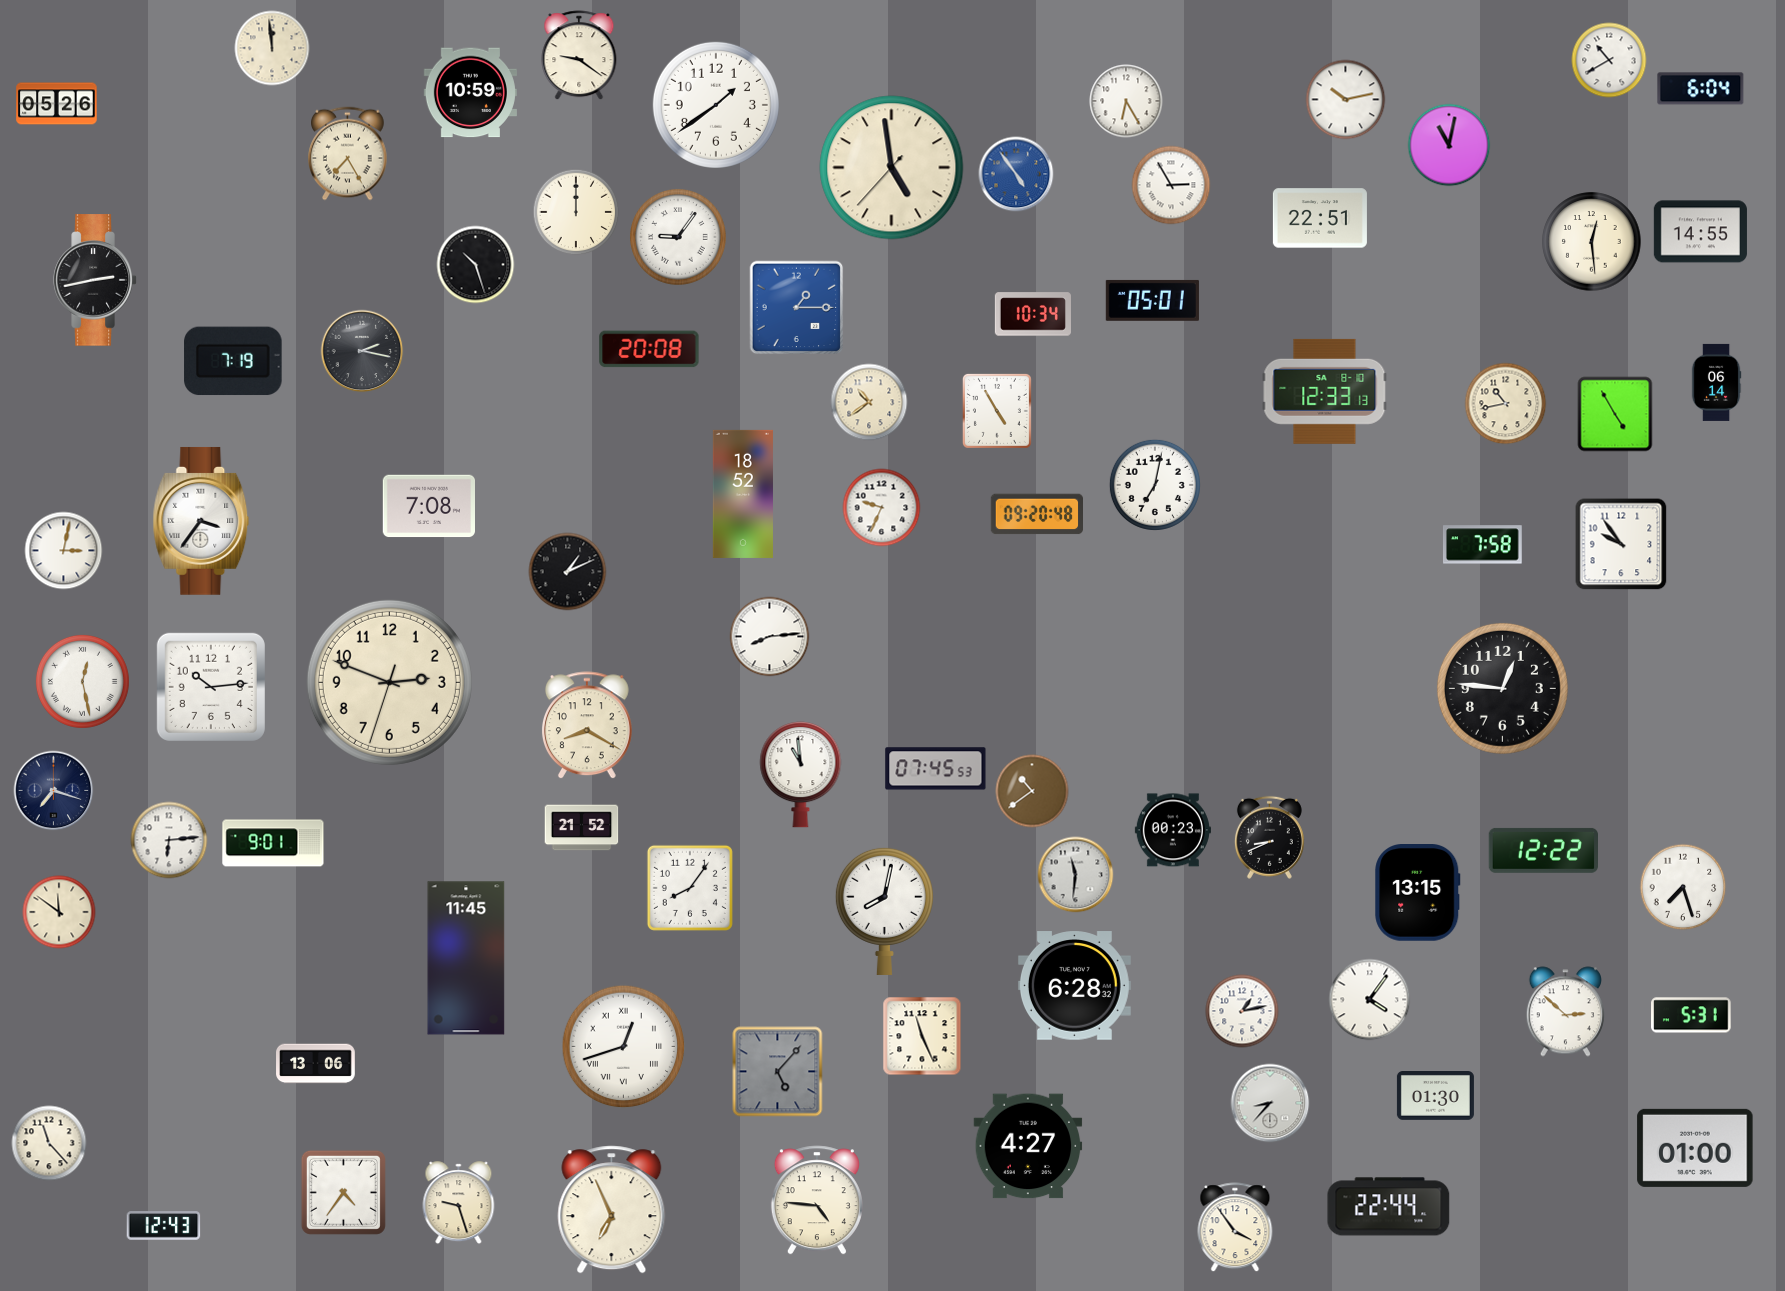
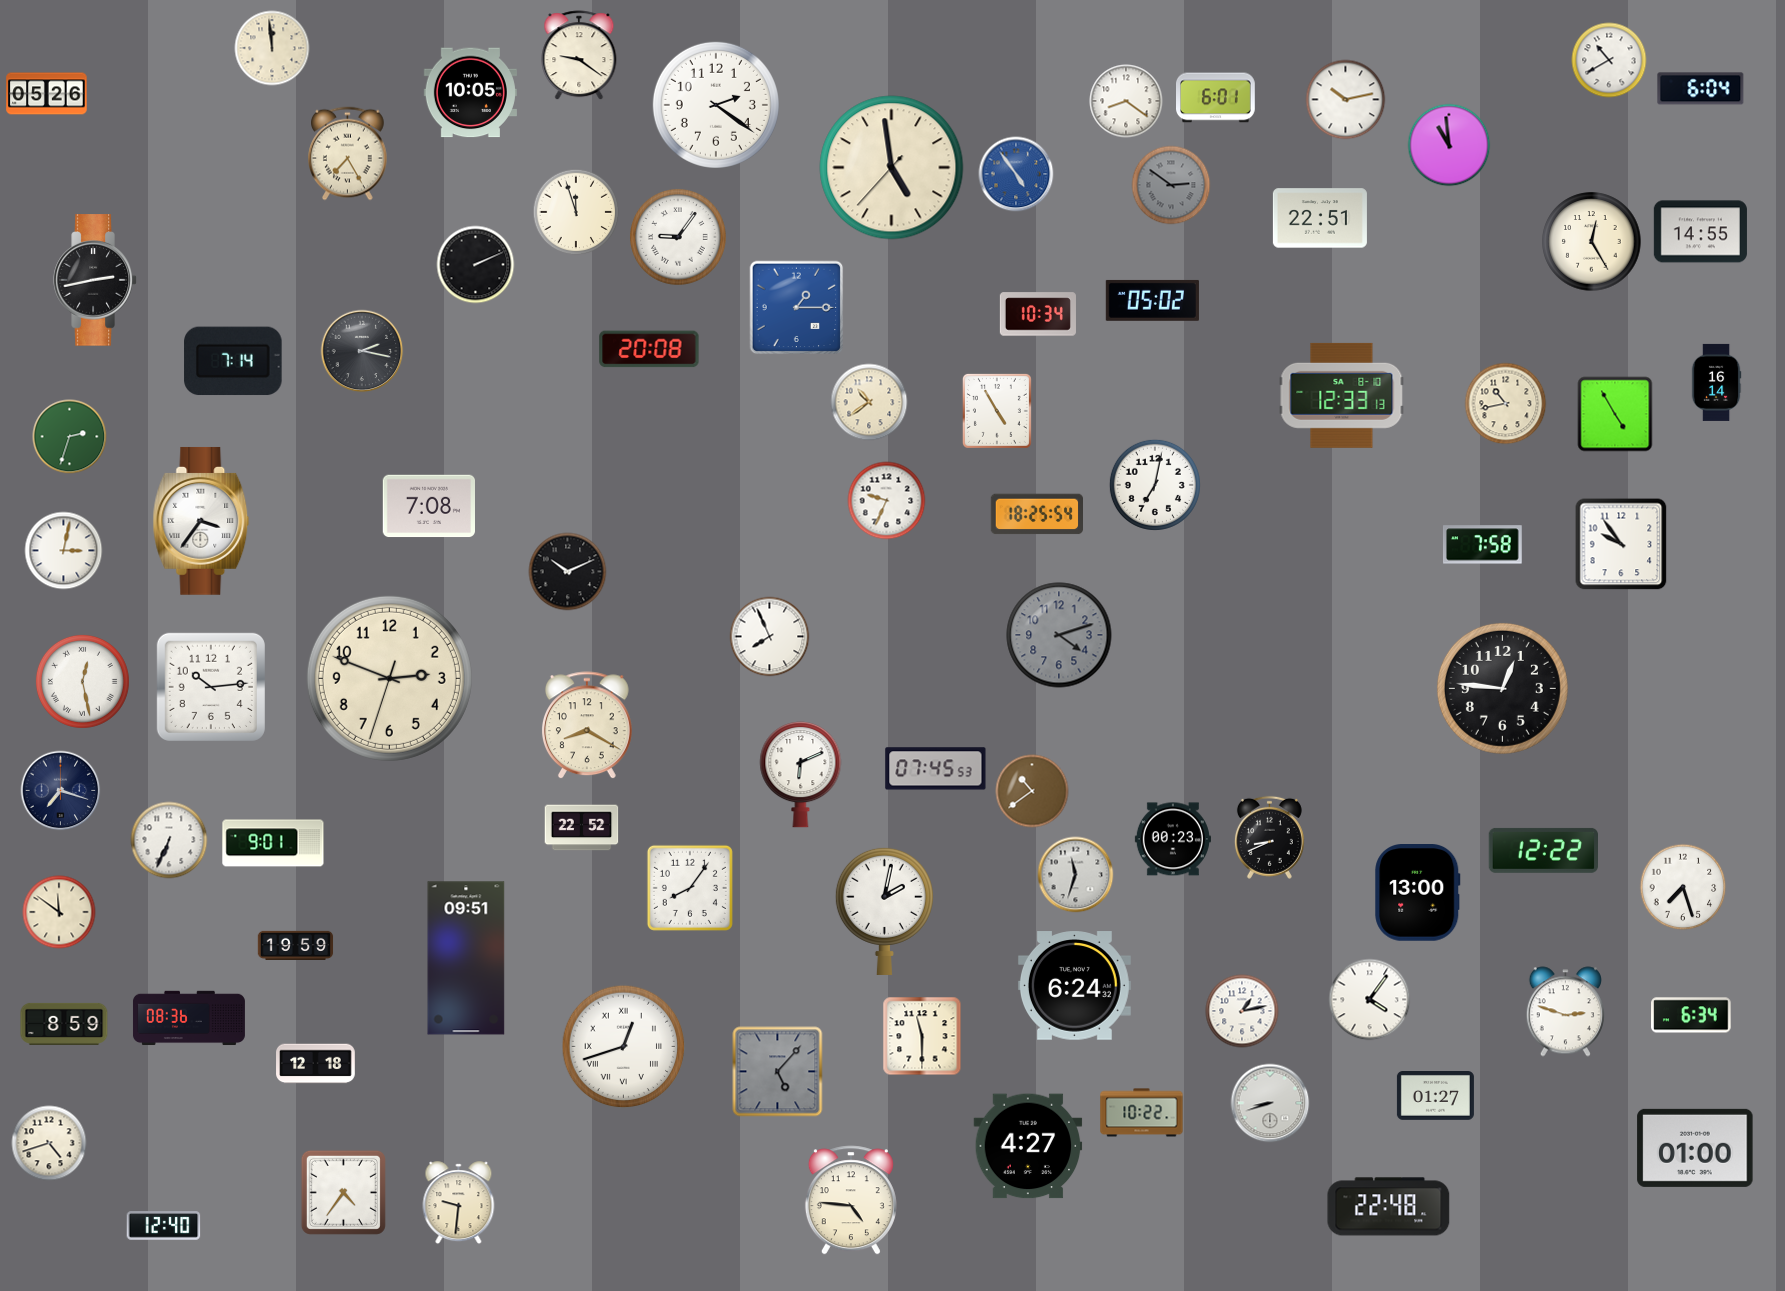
clock at (470, 93): 10:59 -> 10:05
clock at (1216, 98): none -> 6:01
clock at (1126, 101): 6:25 -> 8:21
clock at (57, 104) position: (57, 104) -> (47, 94)
clock at (716, 105): 1:39 -> 2:21
clock at (1449, 145): 11:02 -> 10:59
clock at (1171, 185): 2:55 -> 2:51
clock at (1171, 185) dial: white -> grey
clock at (576, 212): 12:00 -> 11:57
clock at (1592, 242): 12:29 -> 12:25
clock at (476, 265): 10:27 -> 2:11
clock at (1152, 300): 05:01 -> 05:02
clock at (1033, 314) position: (1033, 314) -> (1038, 314)
clock at (233, 361): 7:19 -> 7:14
clock at (1716, 382): 06:14 -> 16:14
clock at (1325, 391) position: (1325, 391) -> (1342, 395)
clock at (70, 437): none -> 2:33
clock at (743, 494): 18:52 -> none
clock at (882, 508) position: (882, 508) -> (887, 501)
clock at (1036, 514): 09:20 -> 18:25
clock at (568, 572): 1:11 -> 10:11
clock at (1059, 635): none -> 4:12
clock at (770, 637): 8:14 -> 7:56
clock at (389, 682) position: (389, 682) -> (389, 678)
clock at (801, 775): 10:59 -> 6:11
clock at (54, 791) position: (54, 791) -> (61, 791)
clock at (582, 828): 21:52 -> 22:52
clock at (1173, 830) position: (1173, 830) -> (1173, 839)
clock at (169, 840): 6:14 -> 6:34
clock at (1076, 875): 11:31 -> 11:33
clock at (1418, 893): 13:15 -> 13:00
clock at (884, 911): 8:02 -> 2:02
clock at (296, 945): none -> 19:59
clock at (466, 958): 11:45 -> 09:51
clock at (1074, 986): 6:28 -> 6:24
clock at (1565, 1012): 2:52 -> 2:48
clock at (1691, 1015): 5:31 -> 6:34
clock at (189, 1018): none -> 08:36
clock at (64, 1024): none -> 8:59
clock at (922, 1036): 11:26 -> 11:30
clock at (316, 1064): 13:06 -> 12:18
clock at (1435, 1096): 01:30 -> 01:27
clock at (1270, 1103): 8:37 -> 8:42
clock at (1142, 1113): none -> 10:22
clock at (49, 1143): 11:23 -> 4:42
clock at (817, 1200) position: (817, 1200) -> (851, 1200)
clock at (459, 1203): 9:27 -> 9:31
clock at (1389, 1207): 22:44 -> 22:48
clock at (612, 1210): 6:56 -> none
clock at (164, 1226): 12:43 -> 12:40
clock at (1235, 1228): 3:54 -> none
